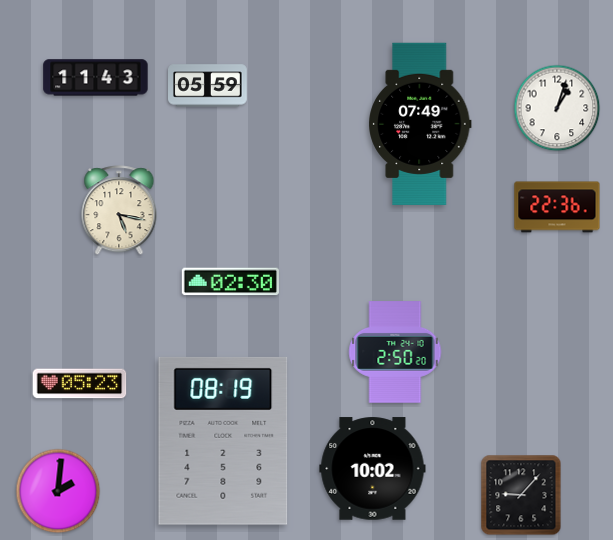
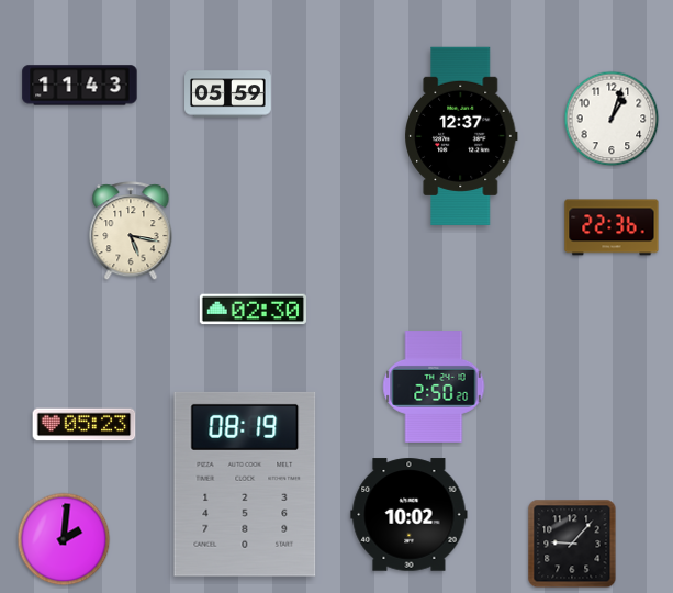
clock at (96, 78) position: (96, 78) -> (80, 86)
clock at (421, 123): 07:49 -> 12:37
clock at (80, 384) position: (80, 384) -> (85, 425)
